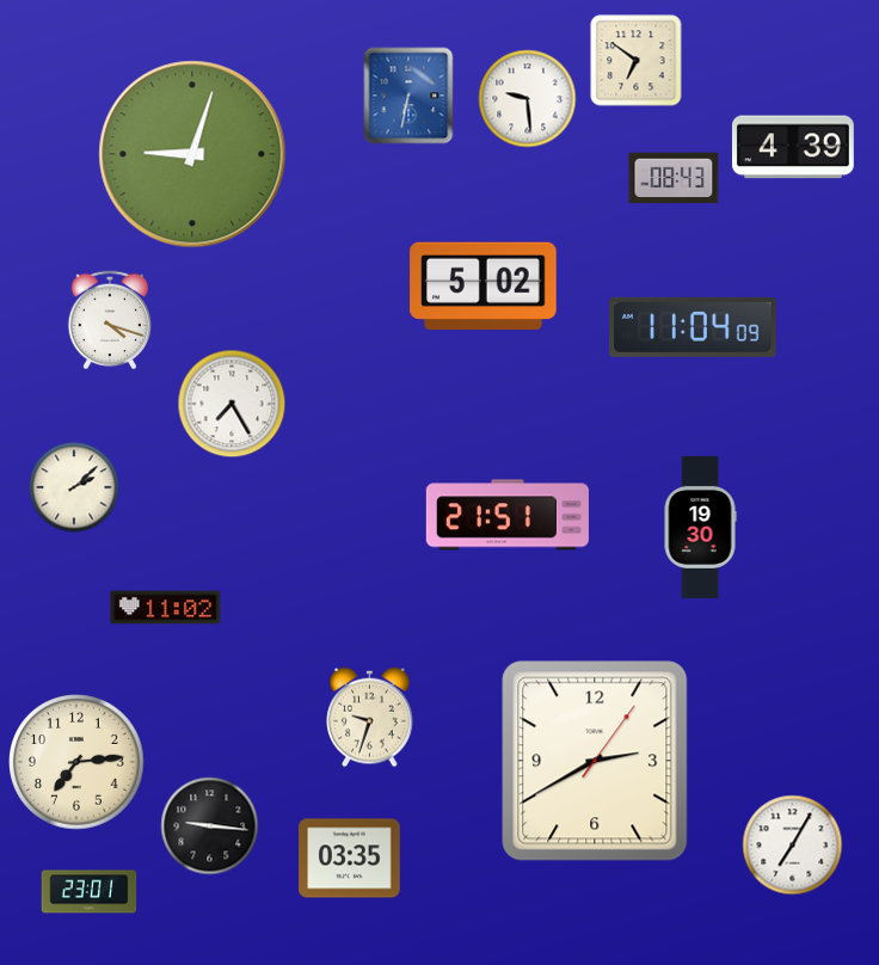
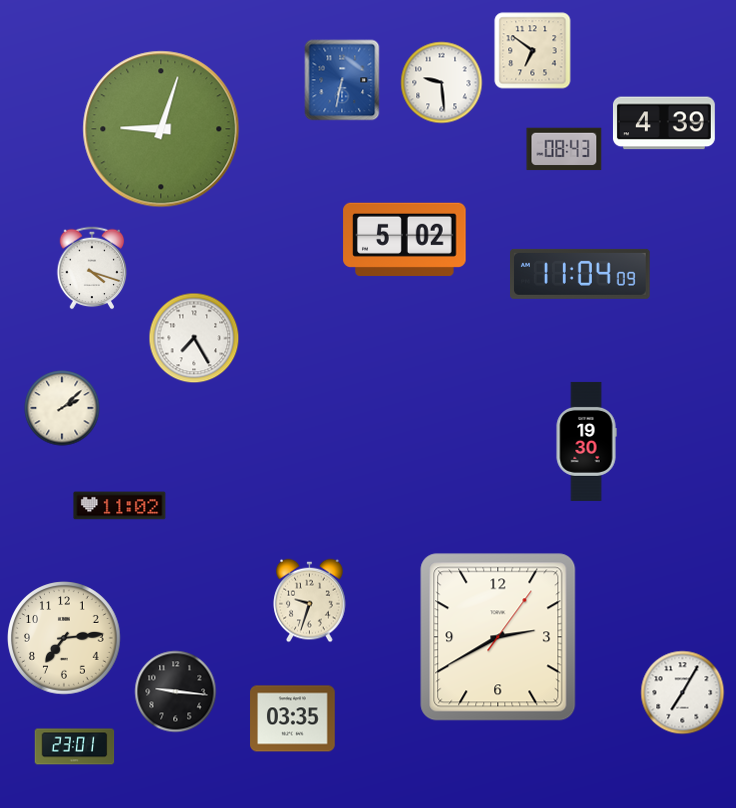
clock at (508, 515): 21:51 -> none
clock at (166, 608) position: (166, 608) -> (120, 506)
clock at (793, 846) position: (793, 846) -> (683, 693)
